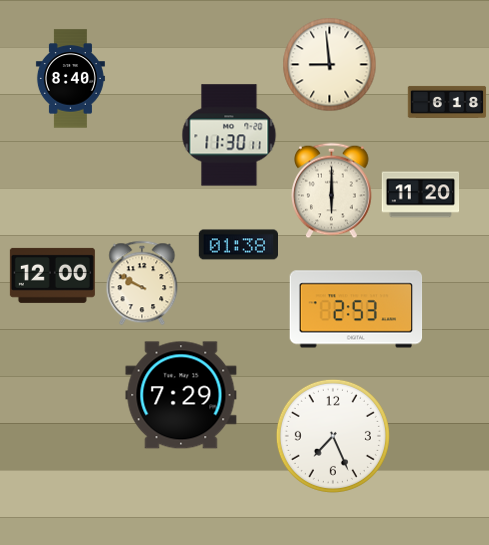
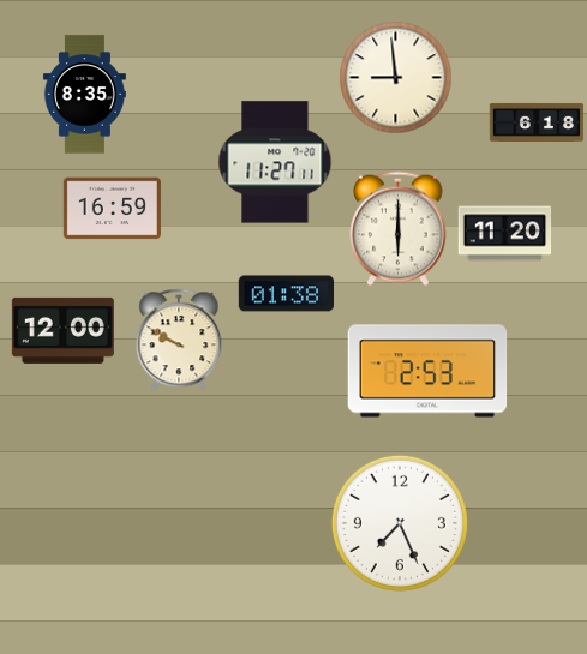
clock at (70, 79): 8:40 -> 8:35
clock at (229, 135): 11:30 -> 11:27
clock at (112, 209): none -> 16:59
clock at (142, 283) position: (142, 283) -> (179, 340)
clock at (181, 395): 7:29 -> none
